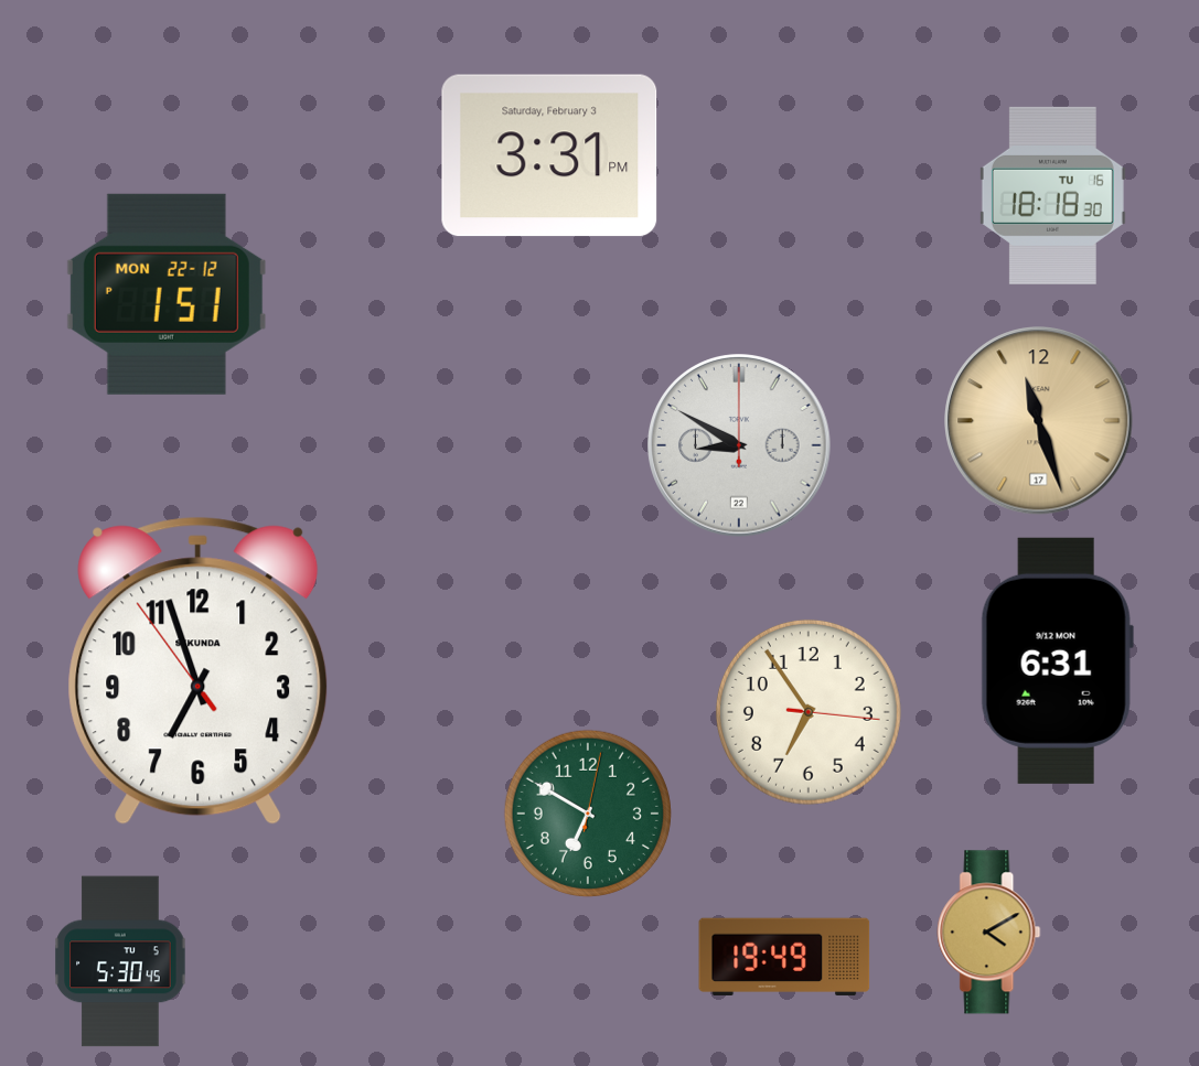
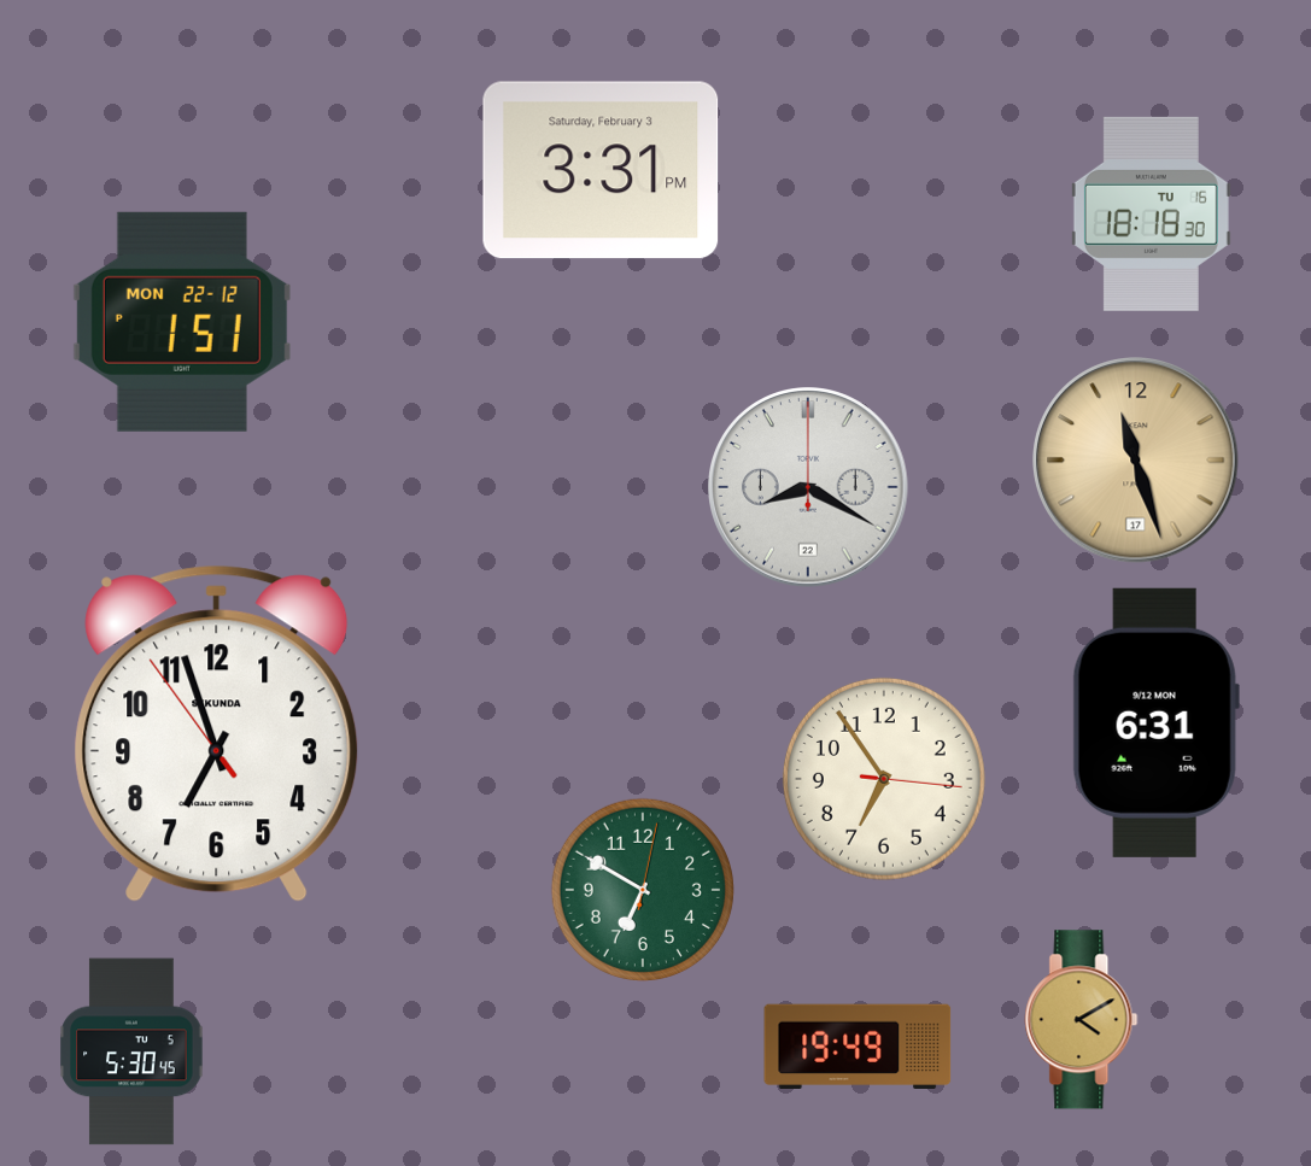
clock at (739, 445): 8:50 -> 8:20
